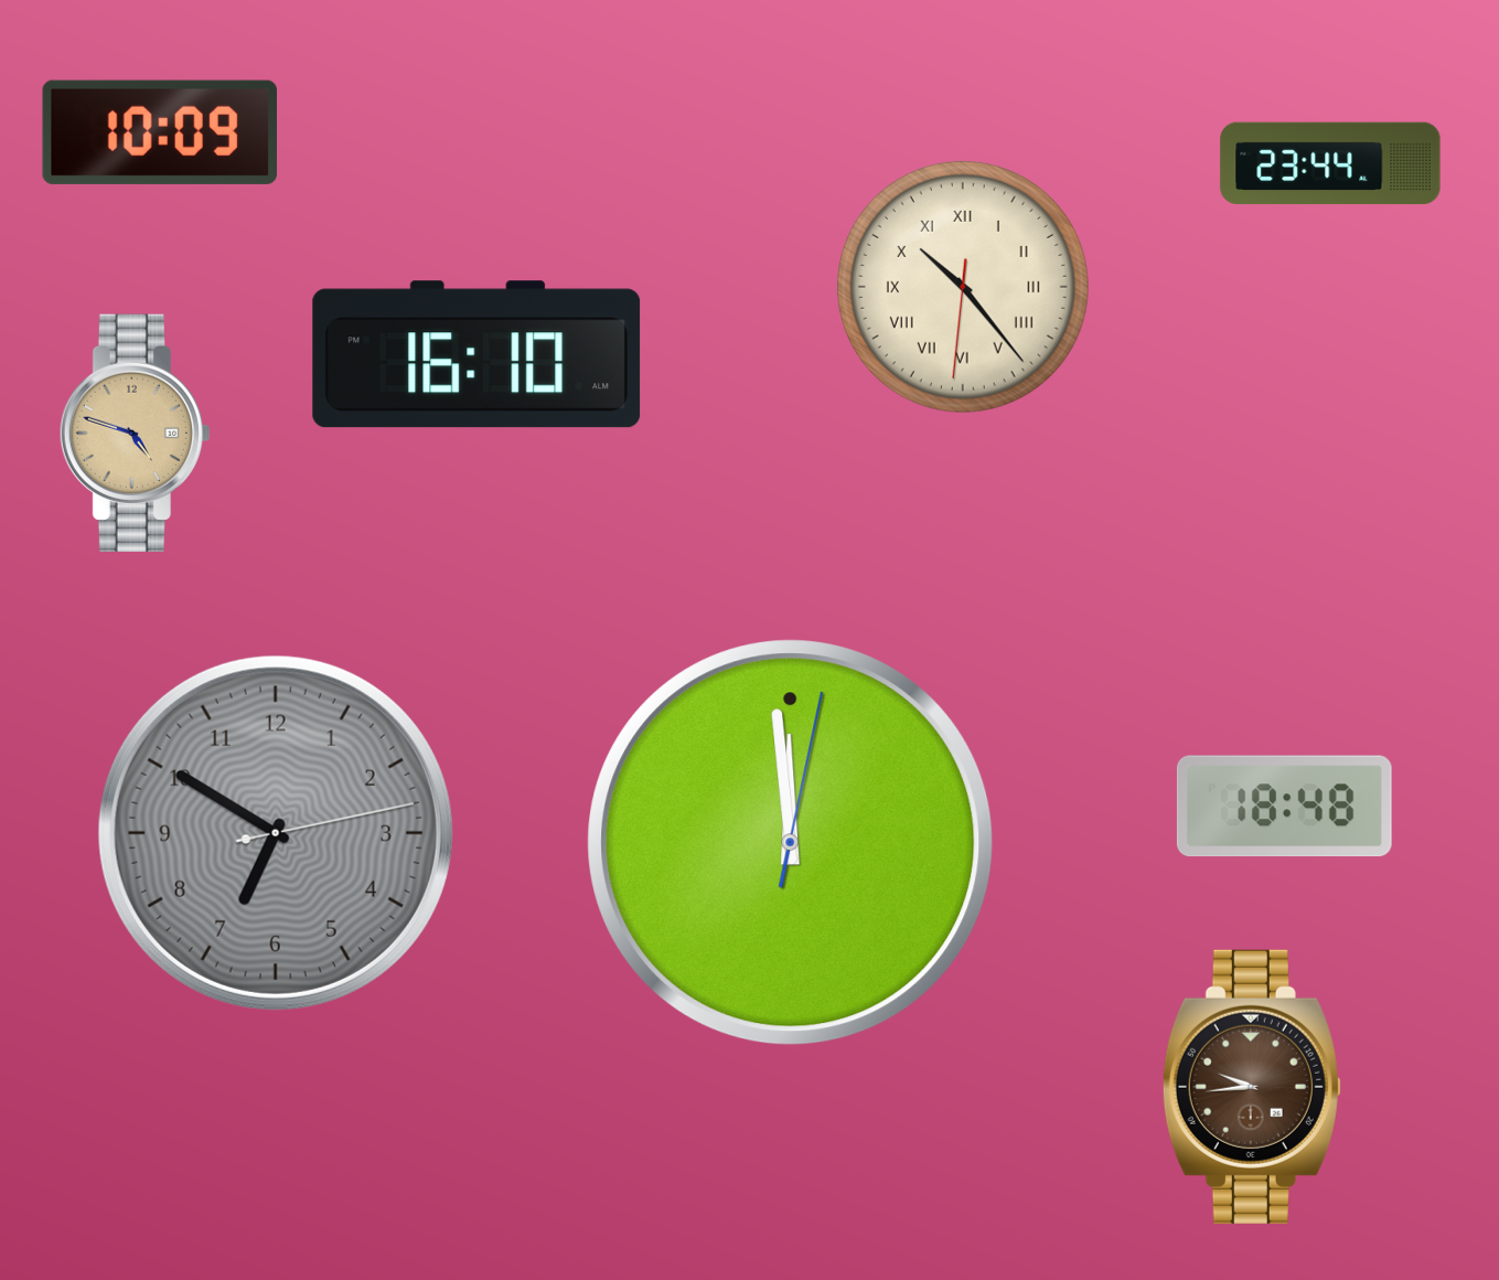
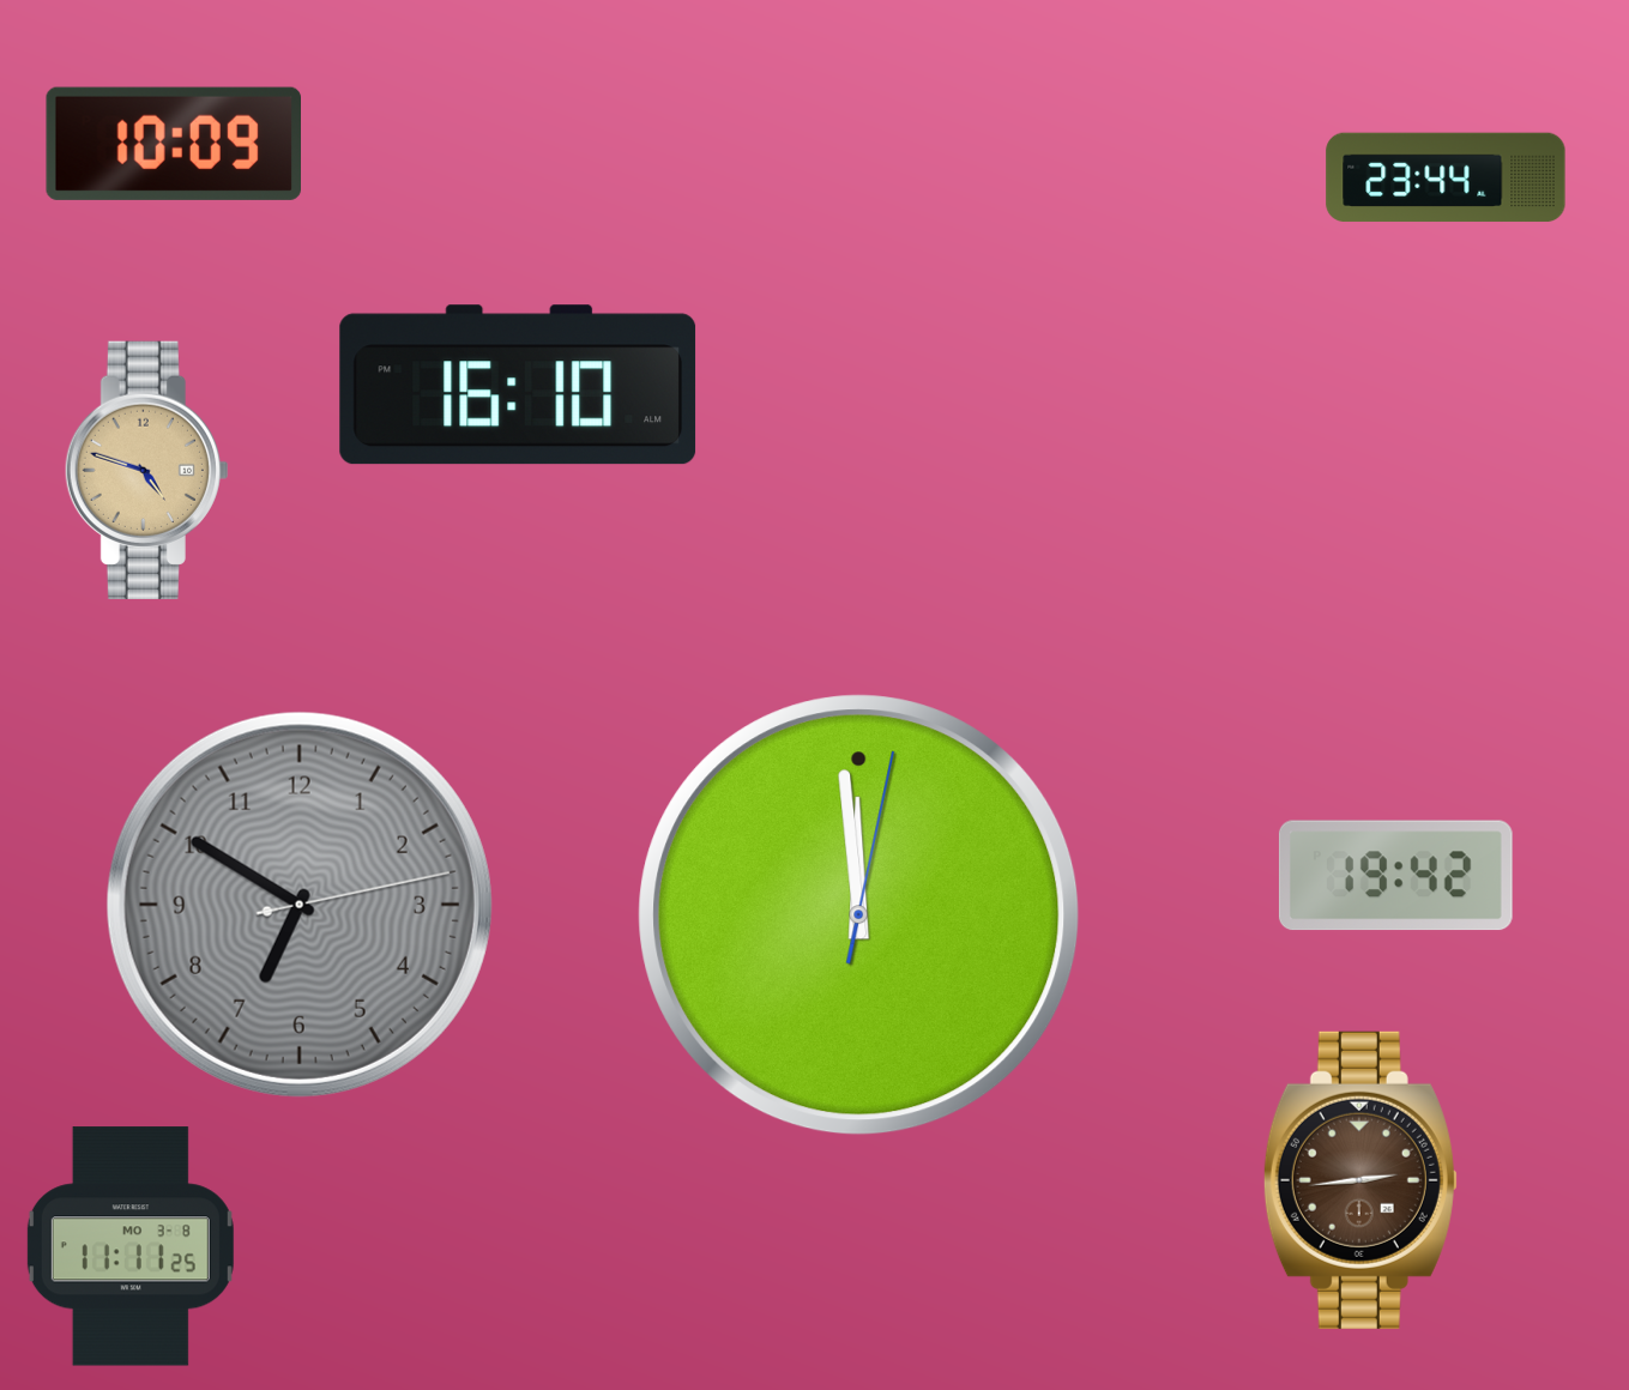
clock at (963, 287): 10:23 -> none
clock at (1284, 807): 18:48 -> 19:42
clock at (1252, 1087): 9:44 -> 2:44
clock at (131, 1246): none -> 11:11
